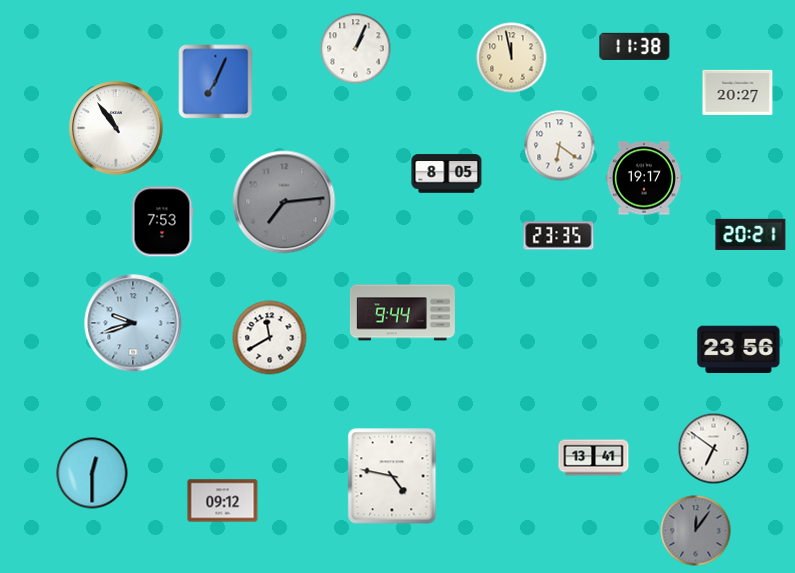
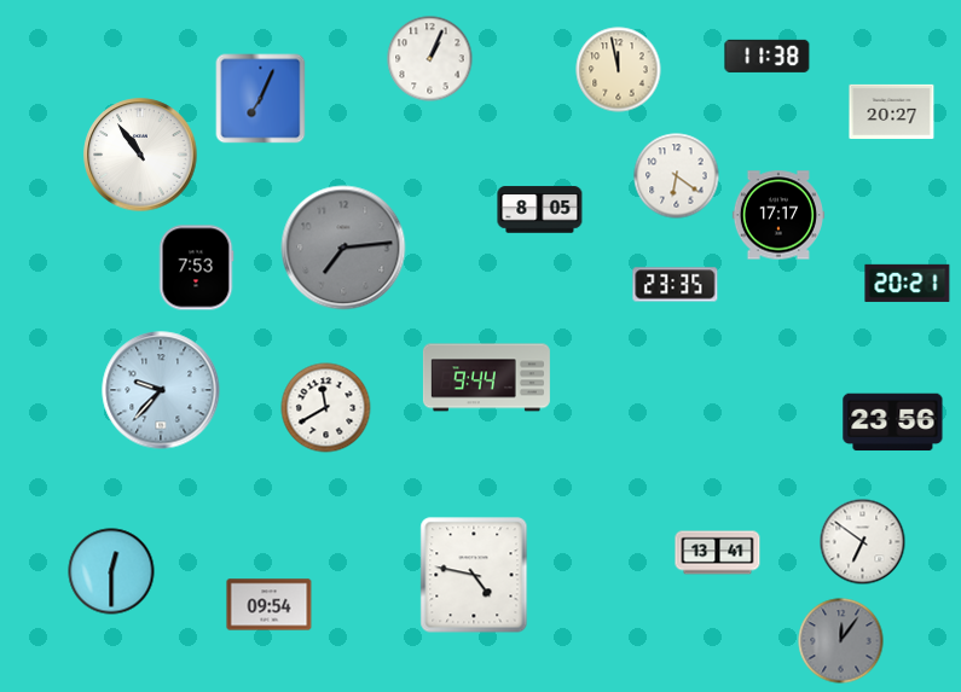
clock at (644, 178): 19:17 -> 17:17
clock at (284, 202) position: (284, 202) -> (343, 248)
clock at (133, 323): 9:42 -> 9:37
clock at (223, 501): 09:12 -> 09:54
